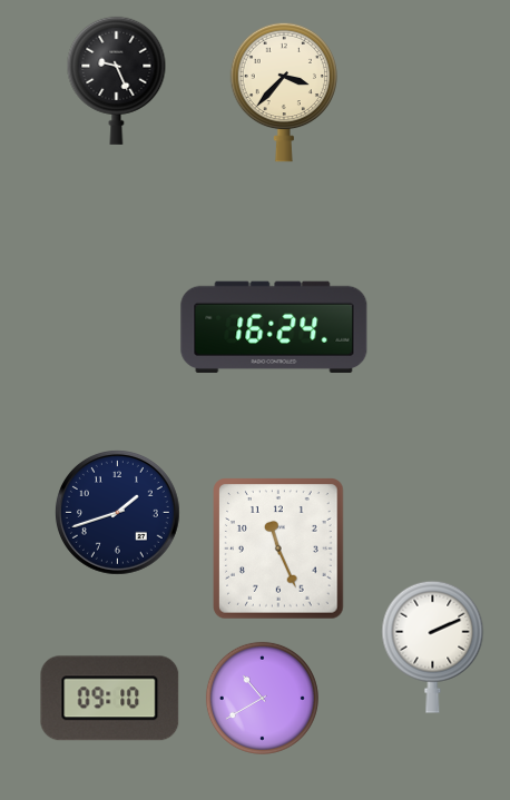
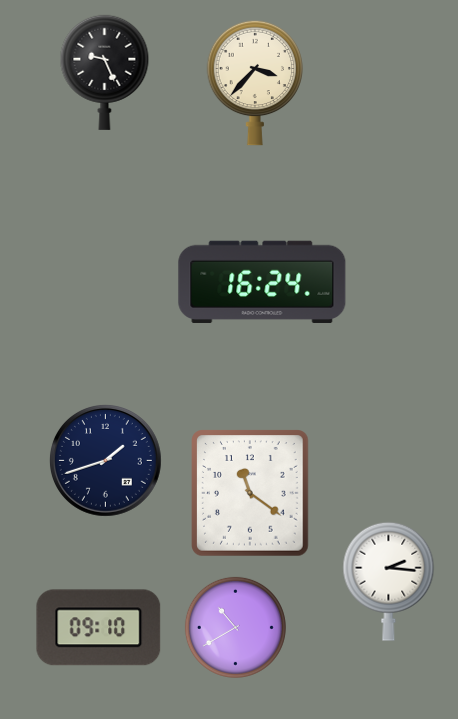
clock at (274, 327) position: (274, 327) -> (262, 282)
clock at (279, 549): 11:26 -> 11:21
clock at (433, 646): 2:11 -> 2:16
